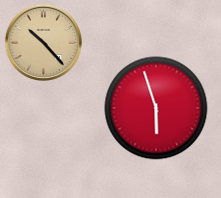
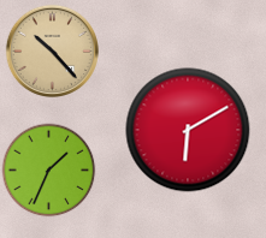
clock at (156, 108): 5:57 -> 6:10
clock at (48, 169): none -> 1:34
